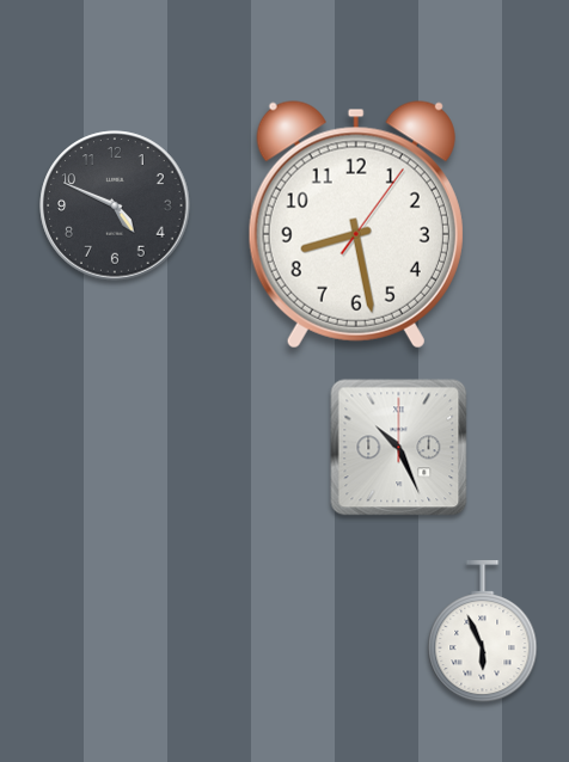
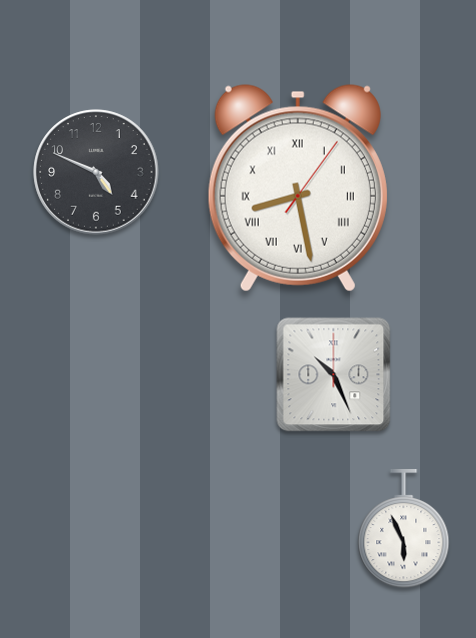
clock at (356, 225) numerals: Arabic -> Roman
